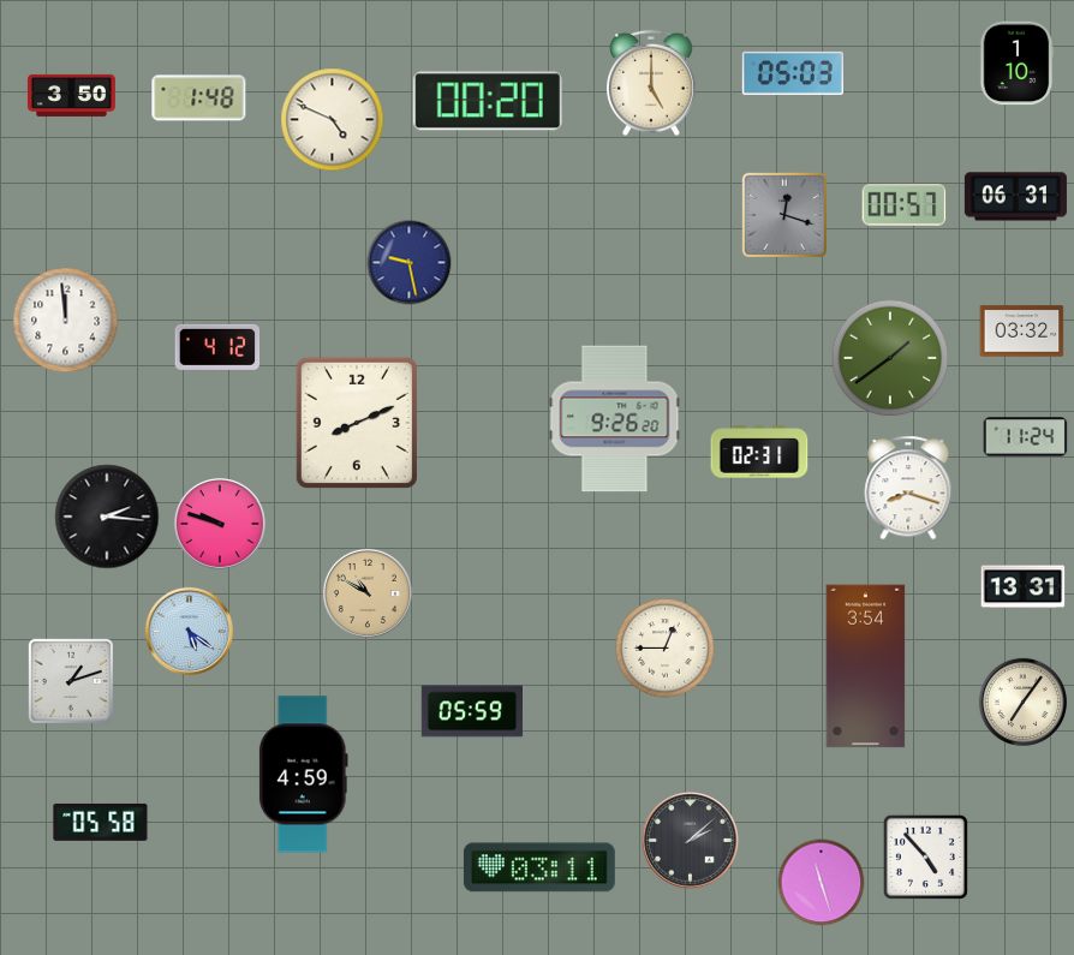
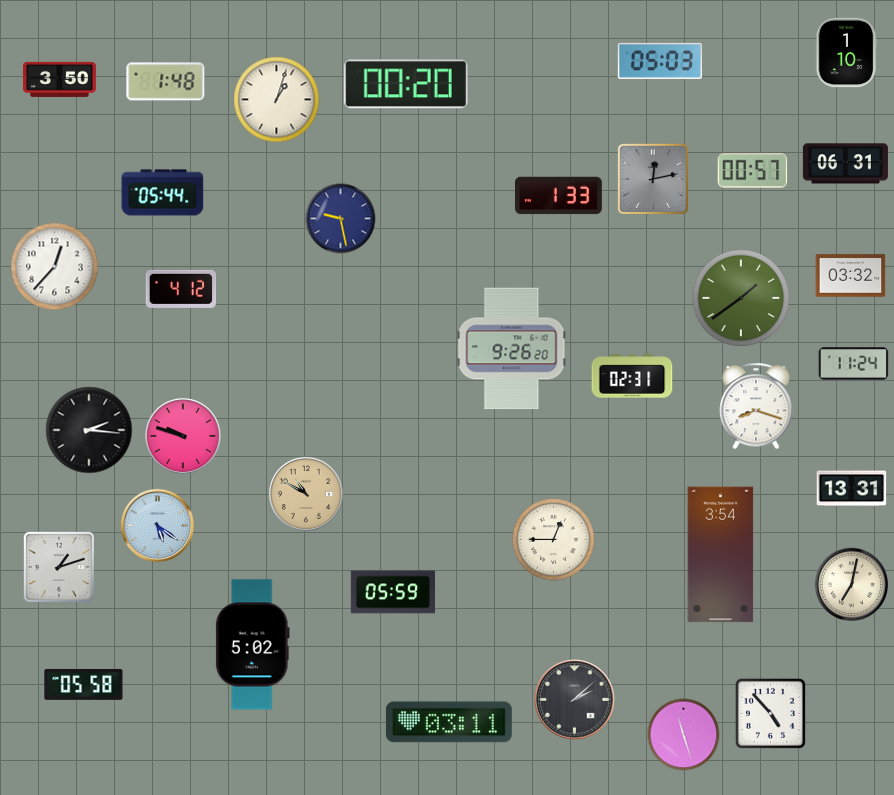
clock at (652, 83): 5:00 -> none
clock at (333, 120): 4:49 -> 1:03
clock at (783, 214): 12:18 -> 12:13
clock at (163, 193): none -> 05:44
clock at (559, 196): none -> 1:33
clock at (66, 321): 11:59 -> 12:37
clock at (357, 423): 8:11 -> none
clock at (1022, 702): 7:06 -> 7:02
clock at (303, 775): 4:59 -> 5:02
